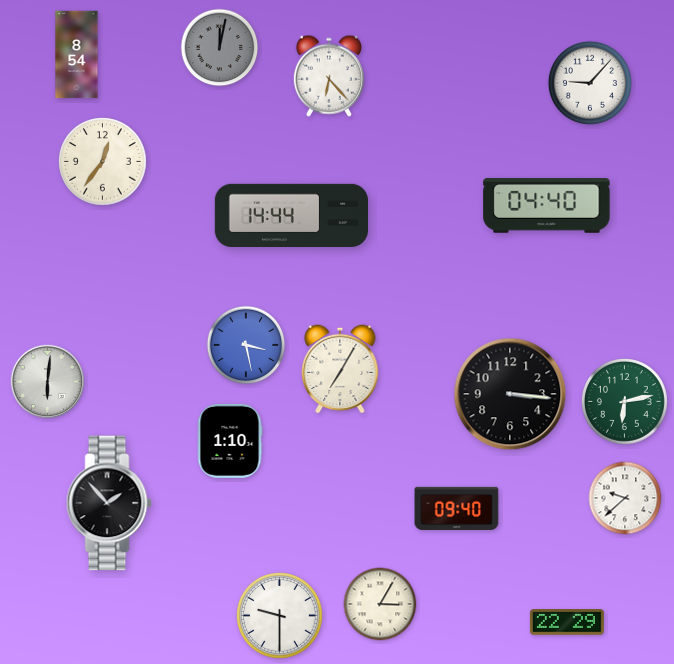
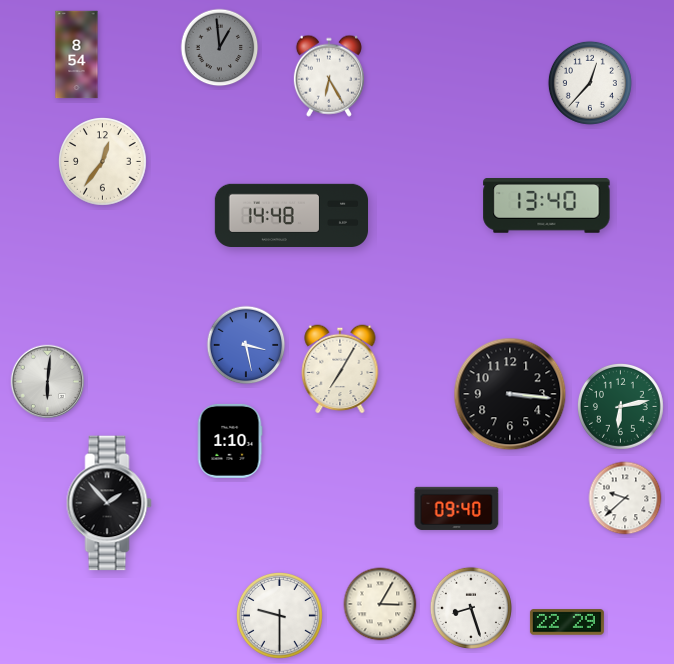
clock at (220, 48): 12:02 -> 12:59
clock at (329, 76): 6:23 -> 6:25
clock at (590, 83): 9:07 -> 12:37
clock at (547, 206): 04:40 -> 13:40
clock at (292, 216): 14:44 -> 14:48
clock at (625, 402) position: (625, 402) -> (621, 407)
clock at (471, 608): none -> 8:27
